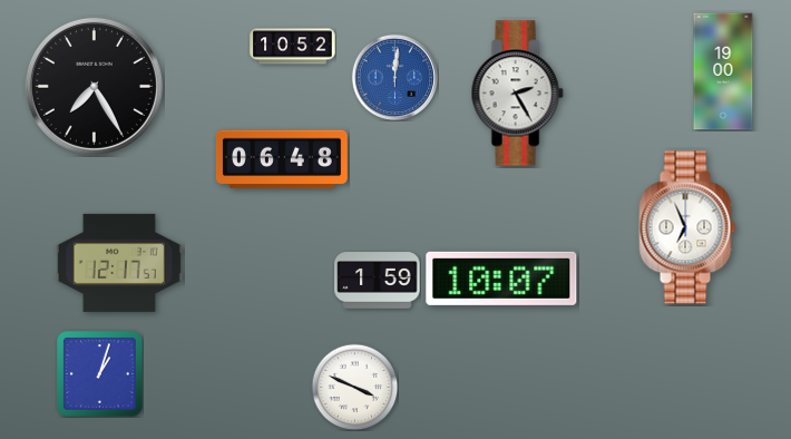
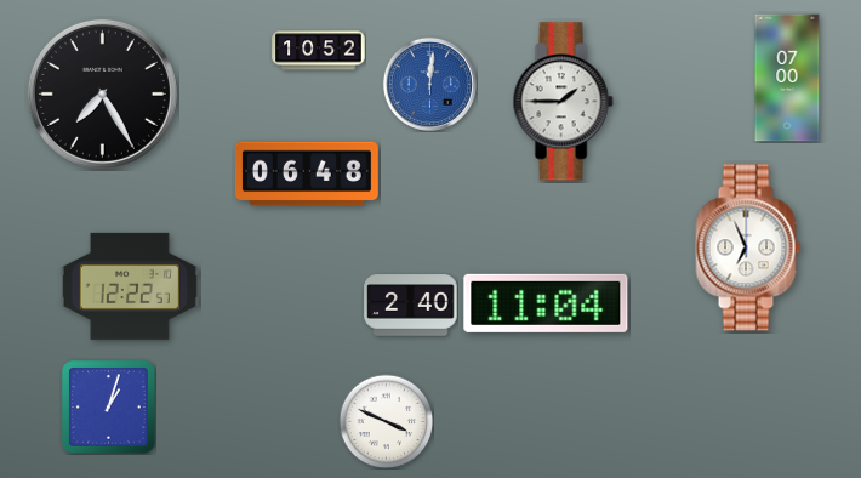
clock at (723, 71): 19:00 -> 07:00
clock at (517, 94): 2:25 -> 1:45
clock at (119, 263): 12:17 -> 12:22
clock at (501, 279): 10:07 -> 11:04
clock at (378, 281): 1:59 -> 2:40
